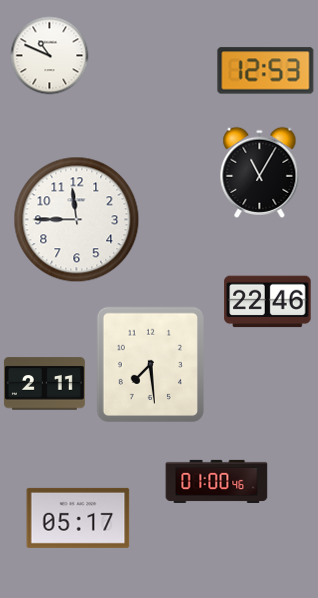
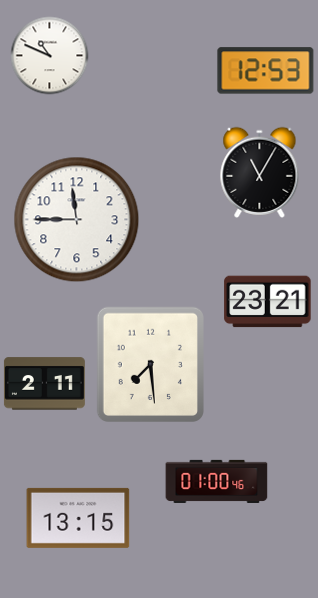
clock at (268, 302): 22:46 -> 23:21
clock at (78, 518): 05:17 -> 13:15
